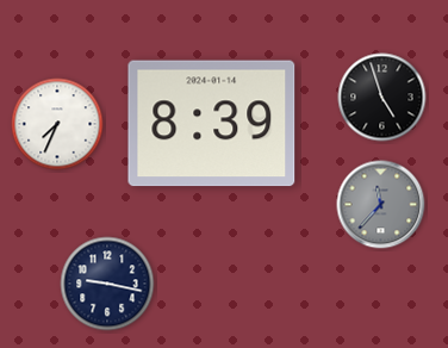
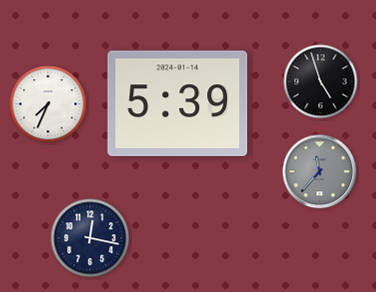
clock at (212, 124): 8:39 -> 5:39
clock at (107, 284): 9:17 -> 12:17
